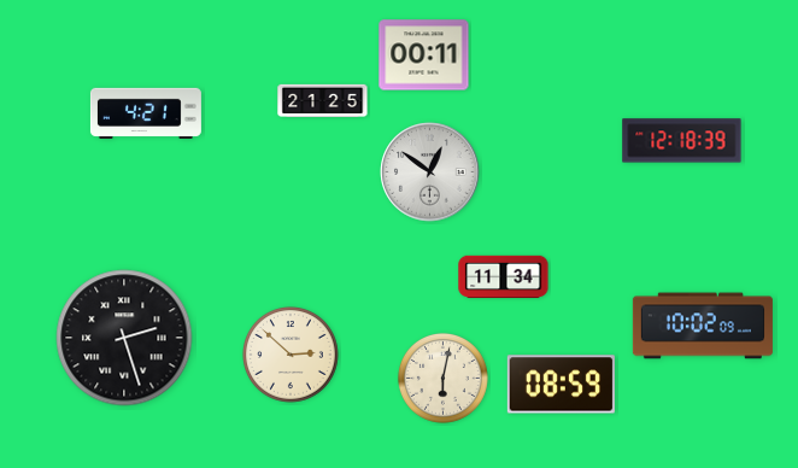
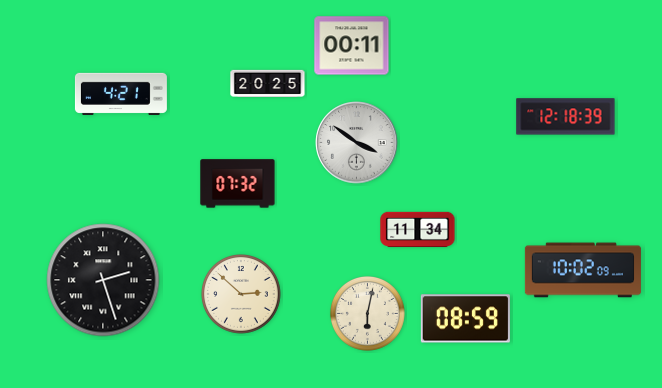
clock at (323, 101): 21:25 -> 20:25
clock at (430, 172): 12:51 -> 3:51
clock at (238, 184): none -> 07:32
